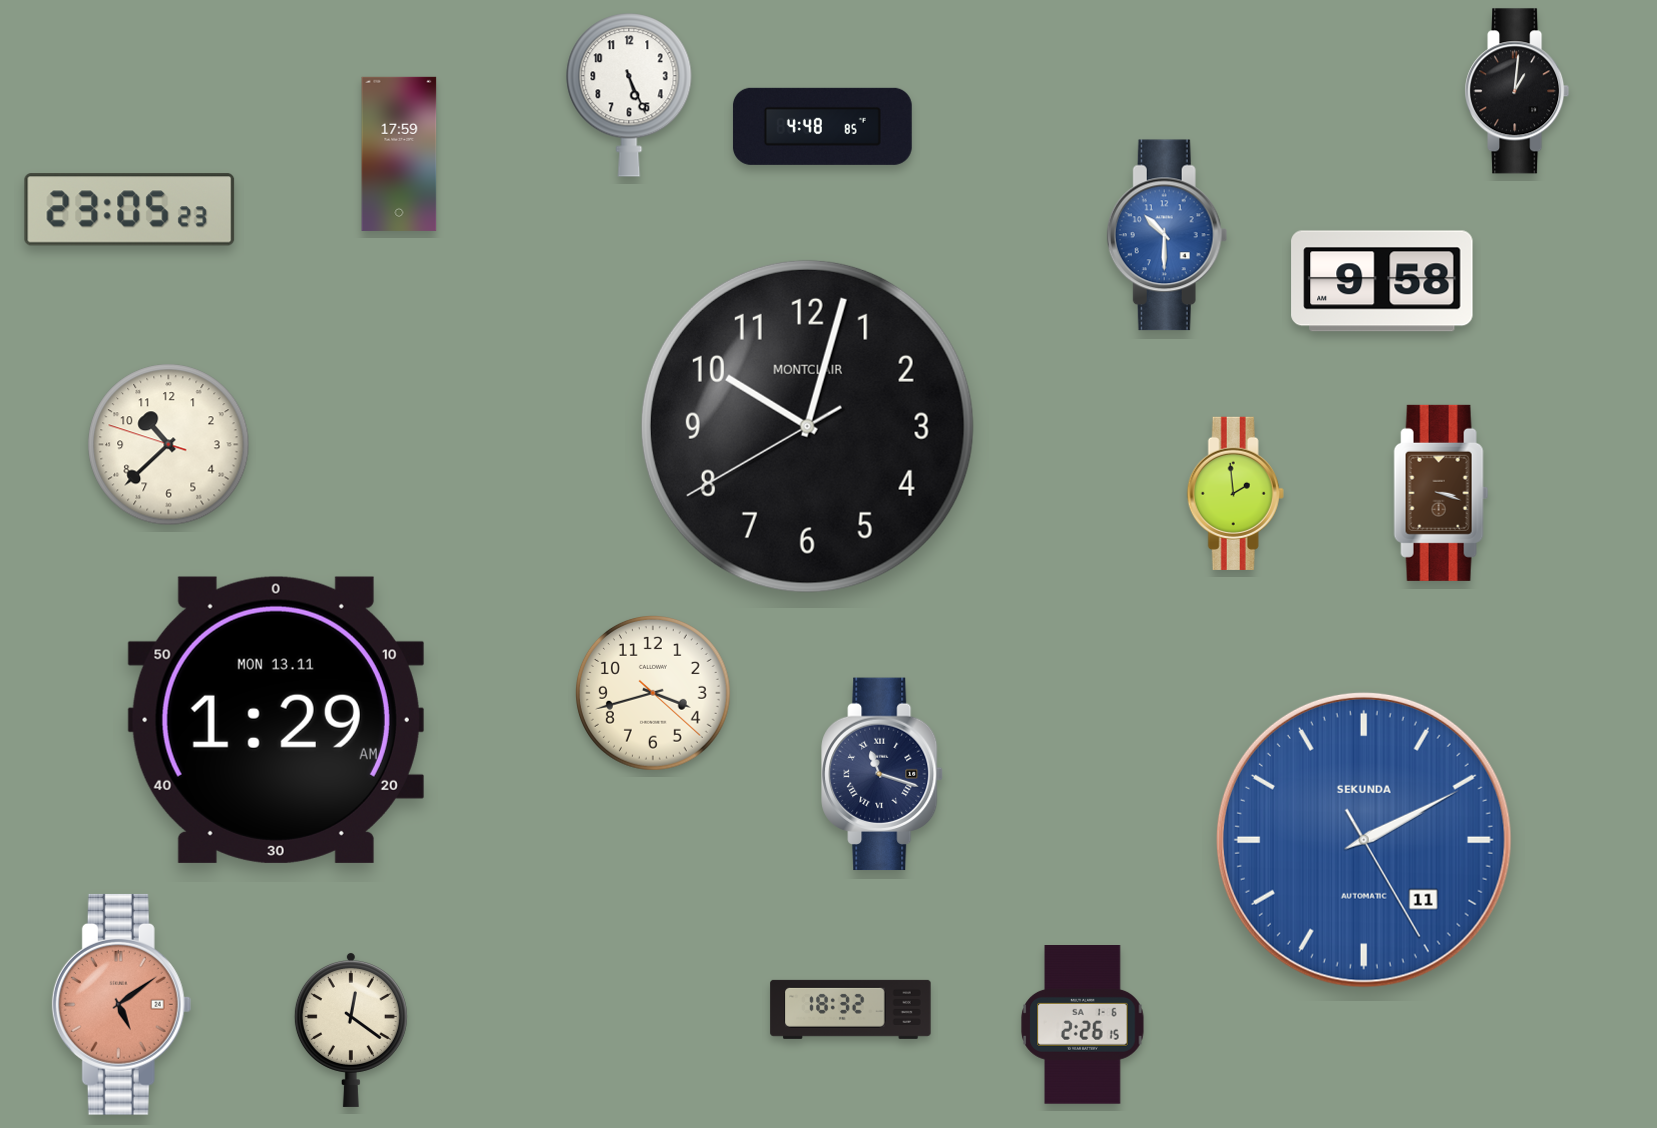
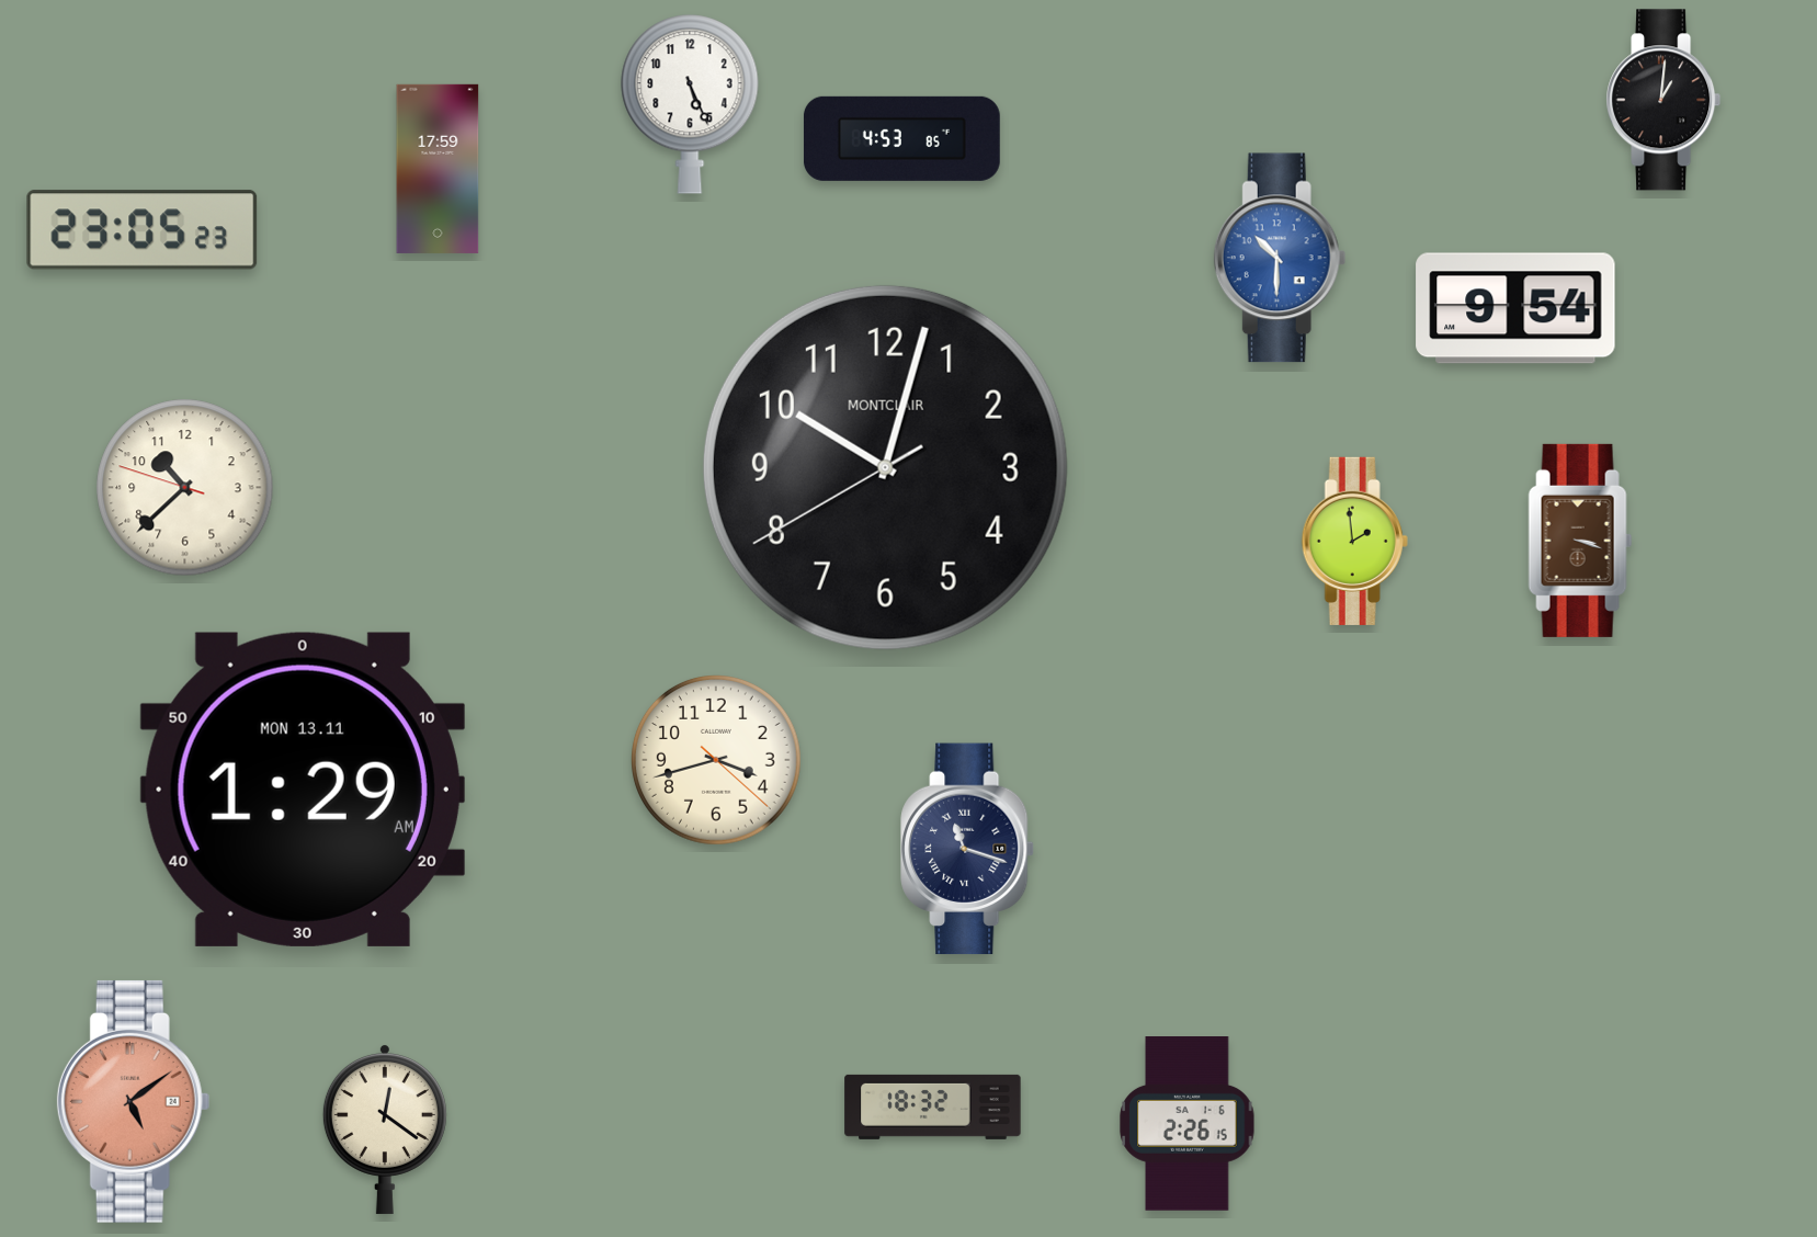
clock at (822, 126): 4:48 -> 4:53
clock at (1382, 281): 9:58 -> 9:54
clock at (1364, 840): 2:10 -> none
